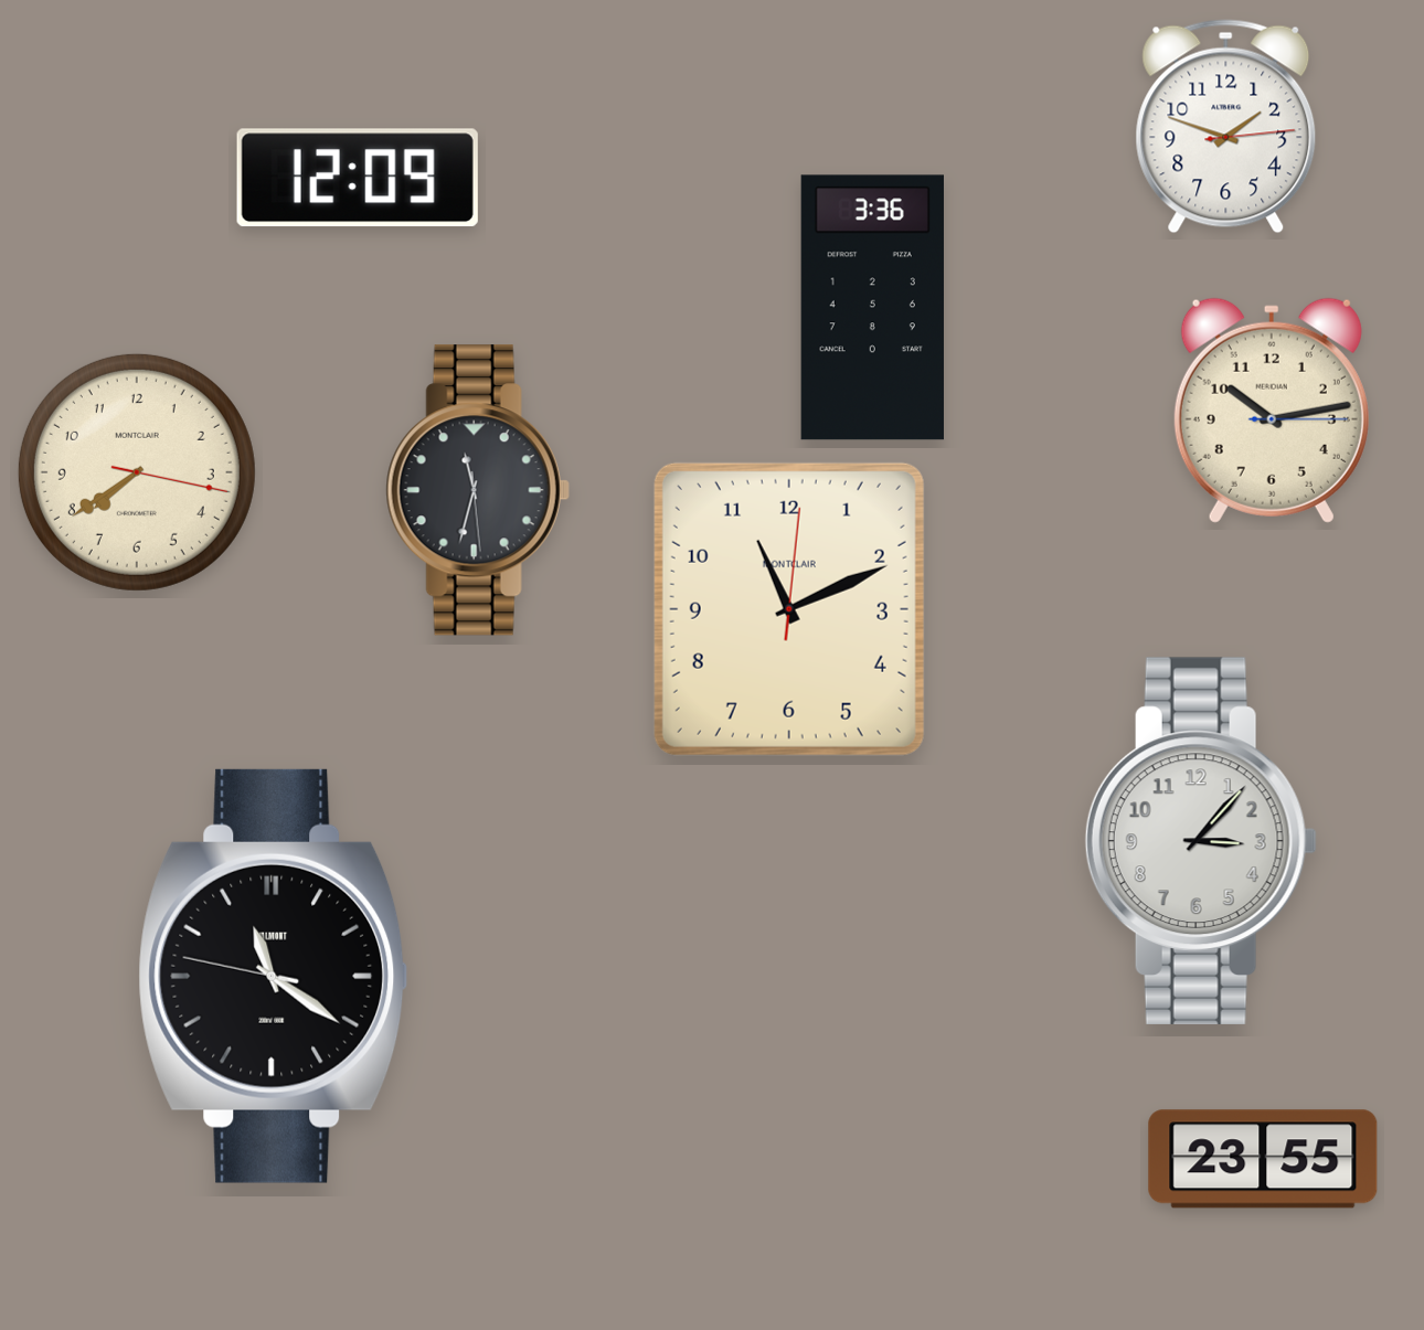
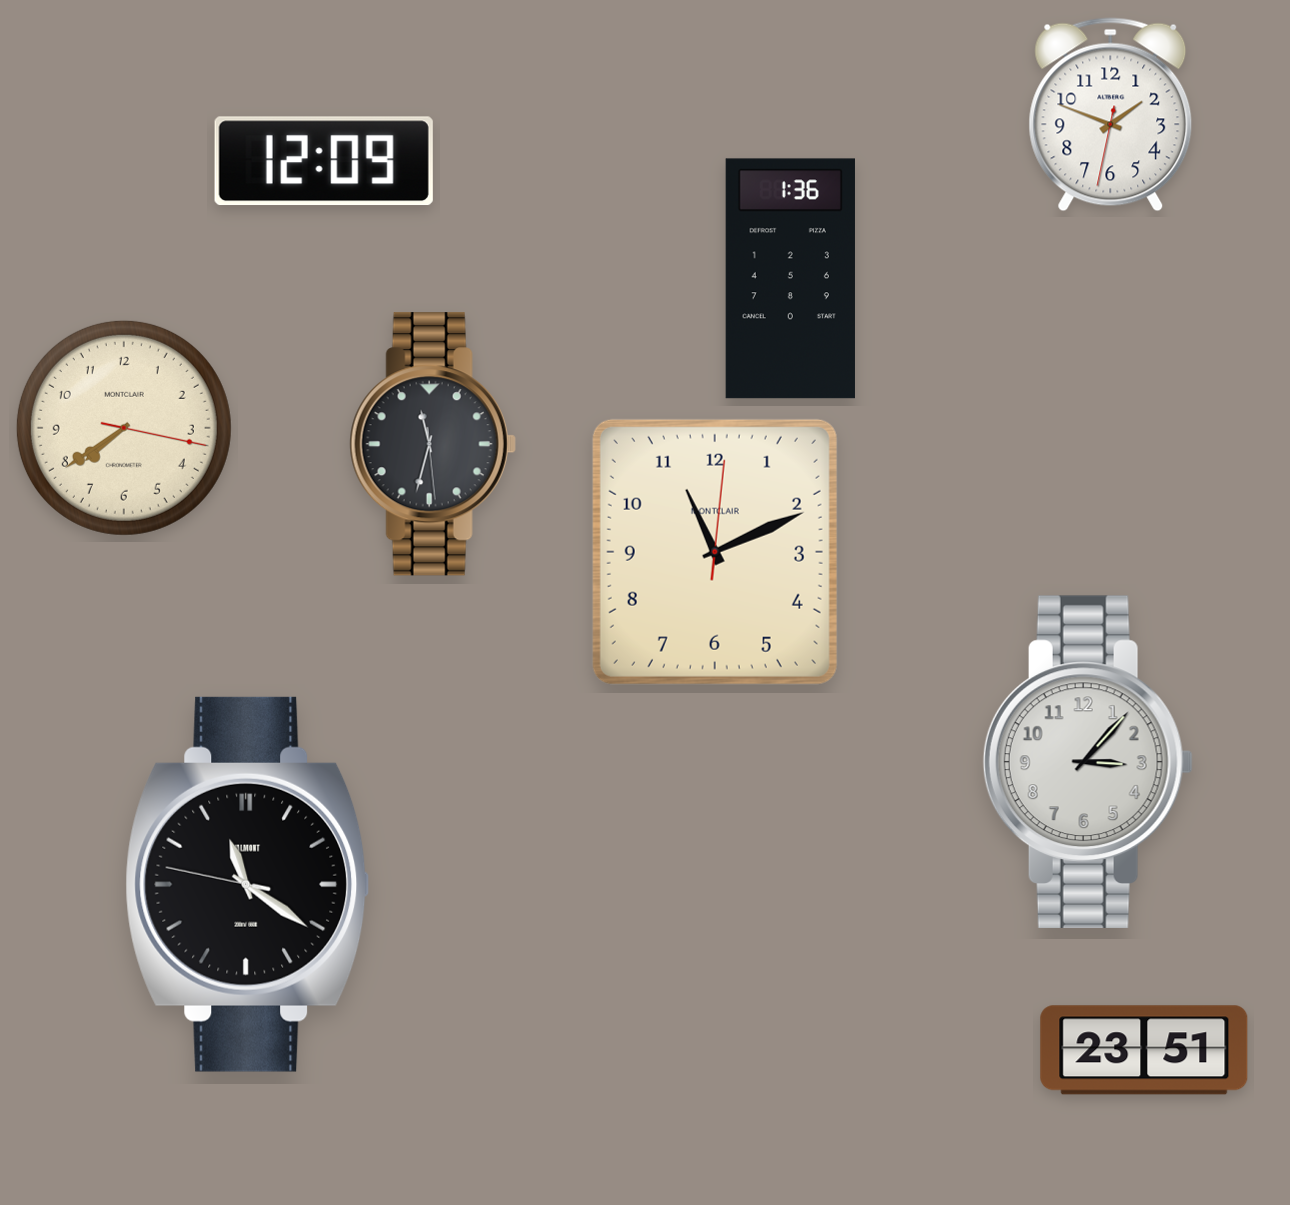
clock at (1226, 127): 1:48:14 -> 1:48:32
clock at (872, 308): 3:36 -> 1:36
clock at (1272, 411): 10:13 -> none
clock at (1263, 1159): 23:55 -> 23:51
